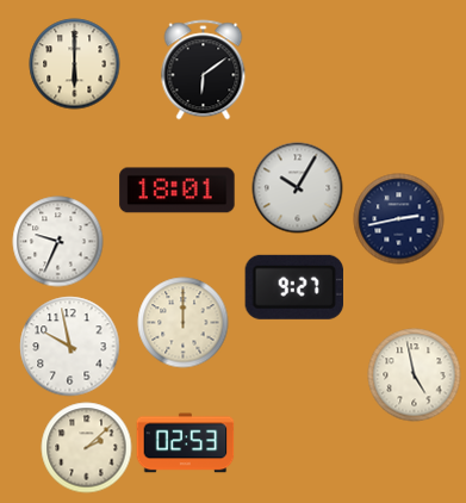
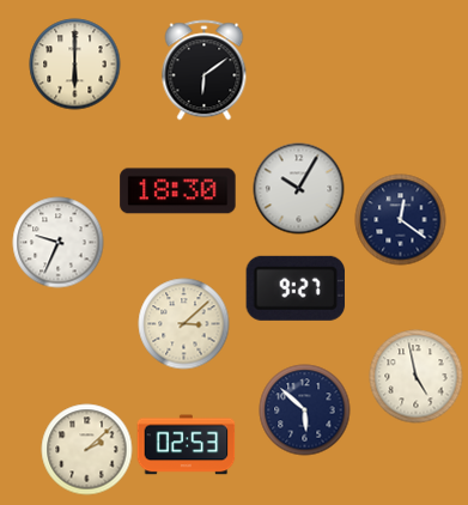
clock at (178, 191): 18:01 -> 18:30
clock at (399, 219): 2:43 -> 12:21
clock at (184, 323): 12:00 -> 3:08
clock at (70, 347): 9:58 -> none
clock at (305, 410): none -> 5:52
